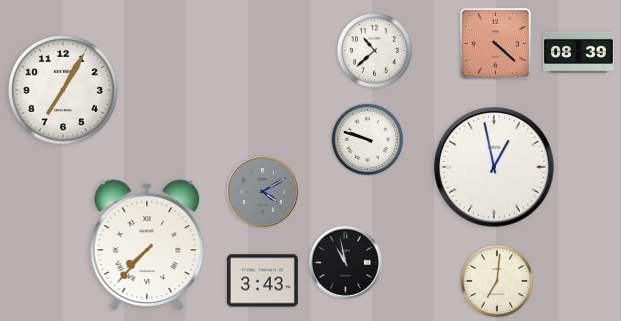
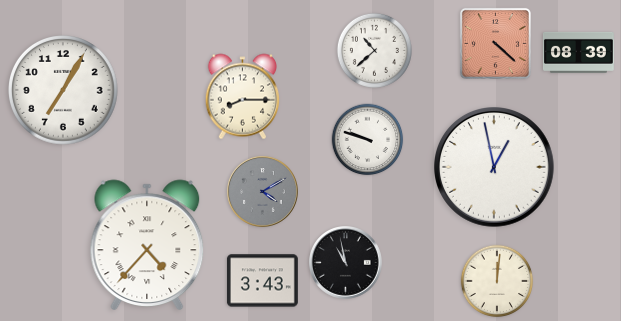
clock at (243, 97): none -> 8:15
clock at (147, 245): 7:37 -> 4:37
clock at (497, 281): 7:01 -> 12:01
